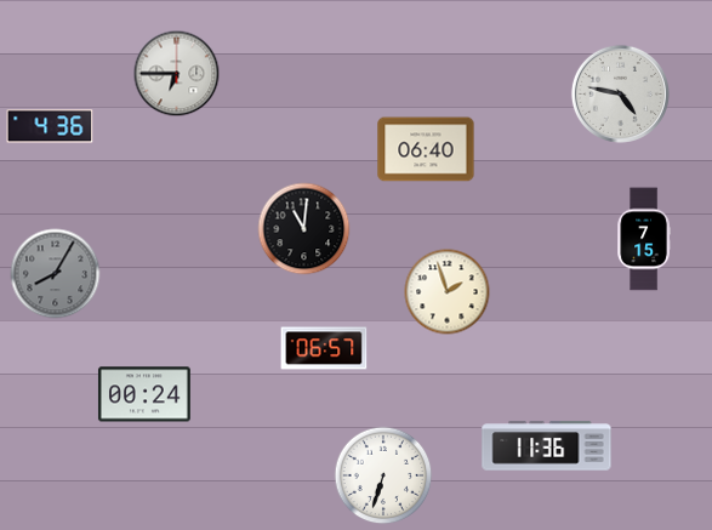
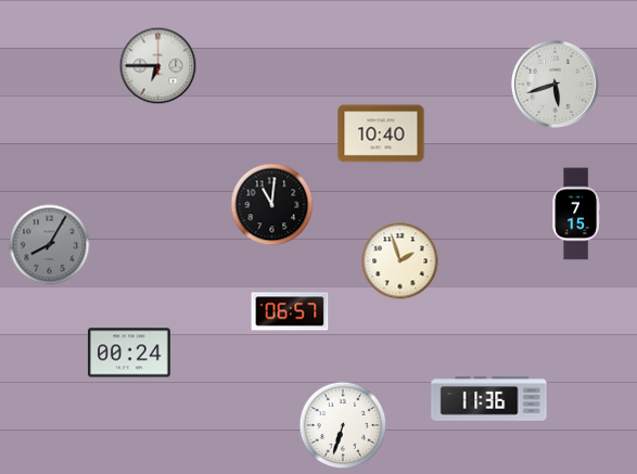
clock at (620, 93): 4:47 -> 5:42
clock at (50, 126): 4:36 -> none
clock at (426, 149): 06:40 -> 10:40
